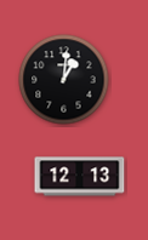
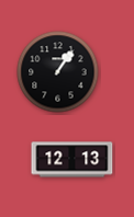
clock at (64, 80): 1:01 -> 1:06
